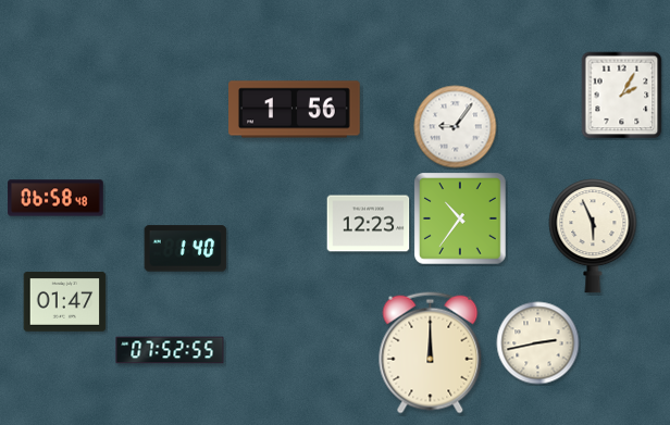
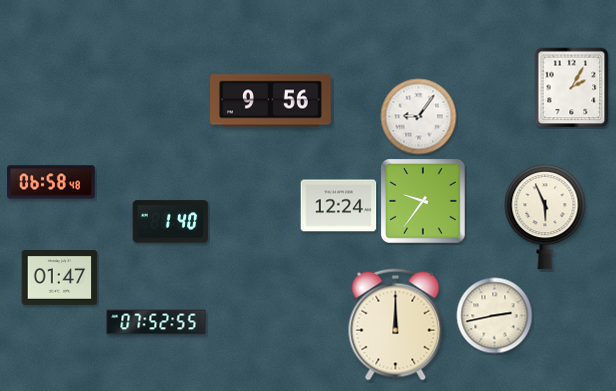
clock at (295, 110): 1:56 -> 9:56
clock at (461, 220): 10:36 -> 9:36
clock at (369, 224): 12:23 -> 12:24
clock at (186, 249) position: (186, 249) -> (171, 222)
